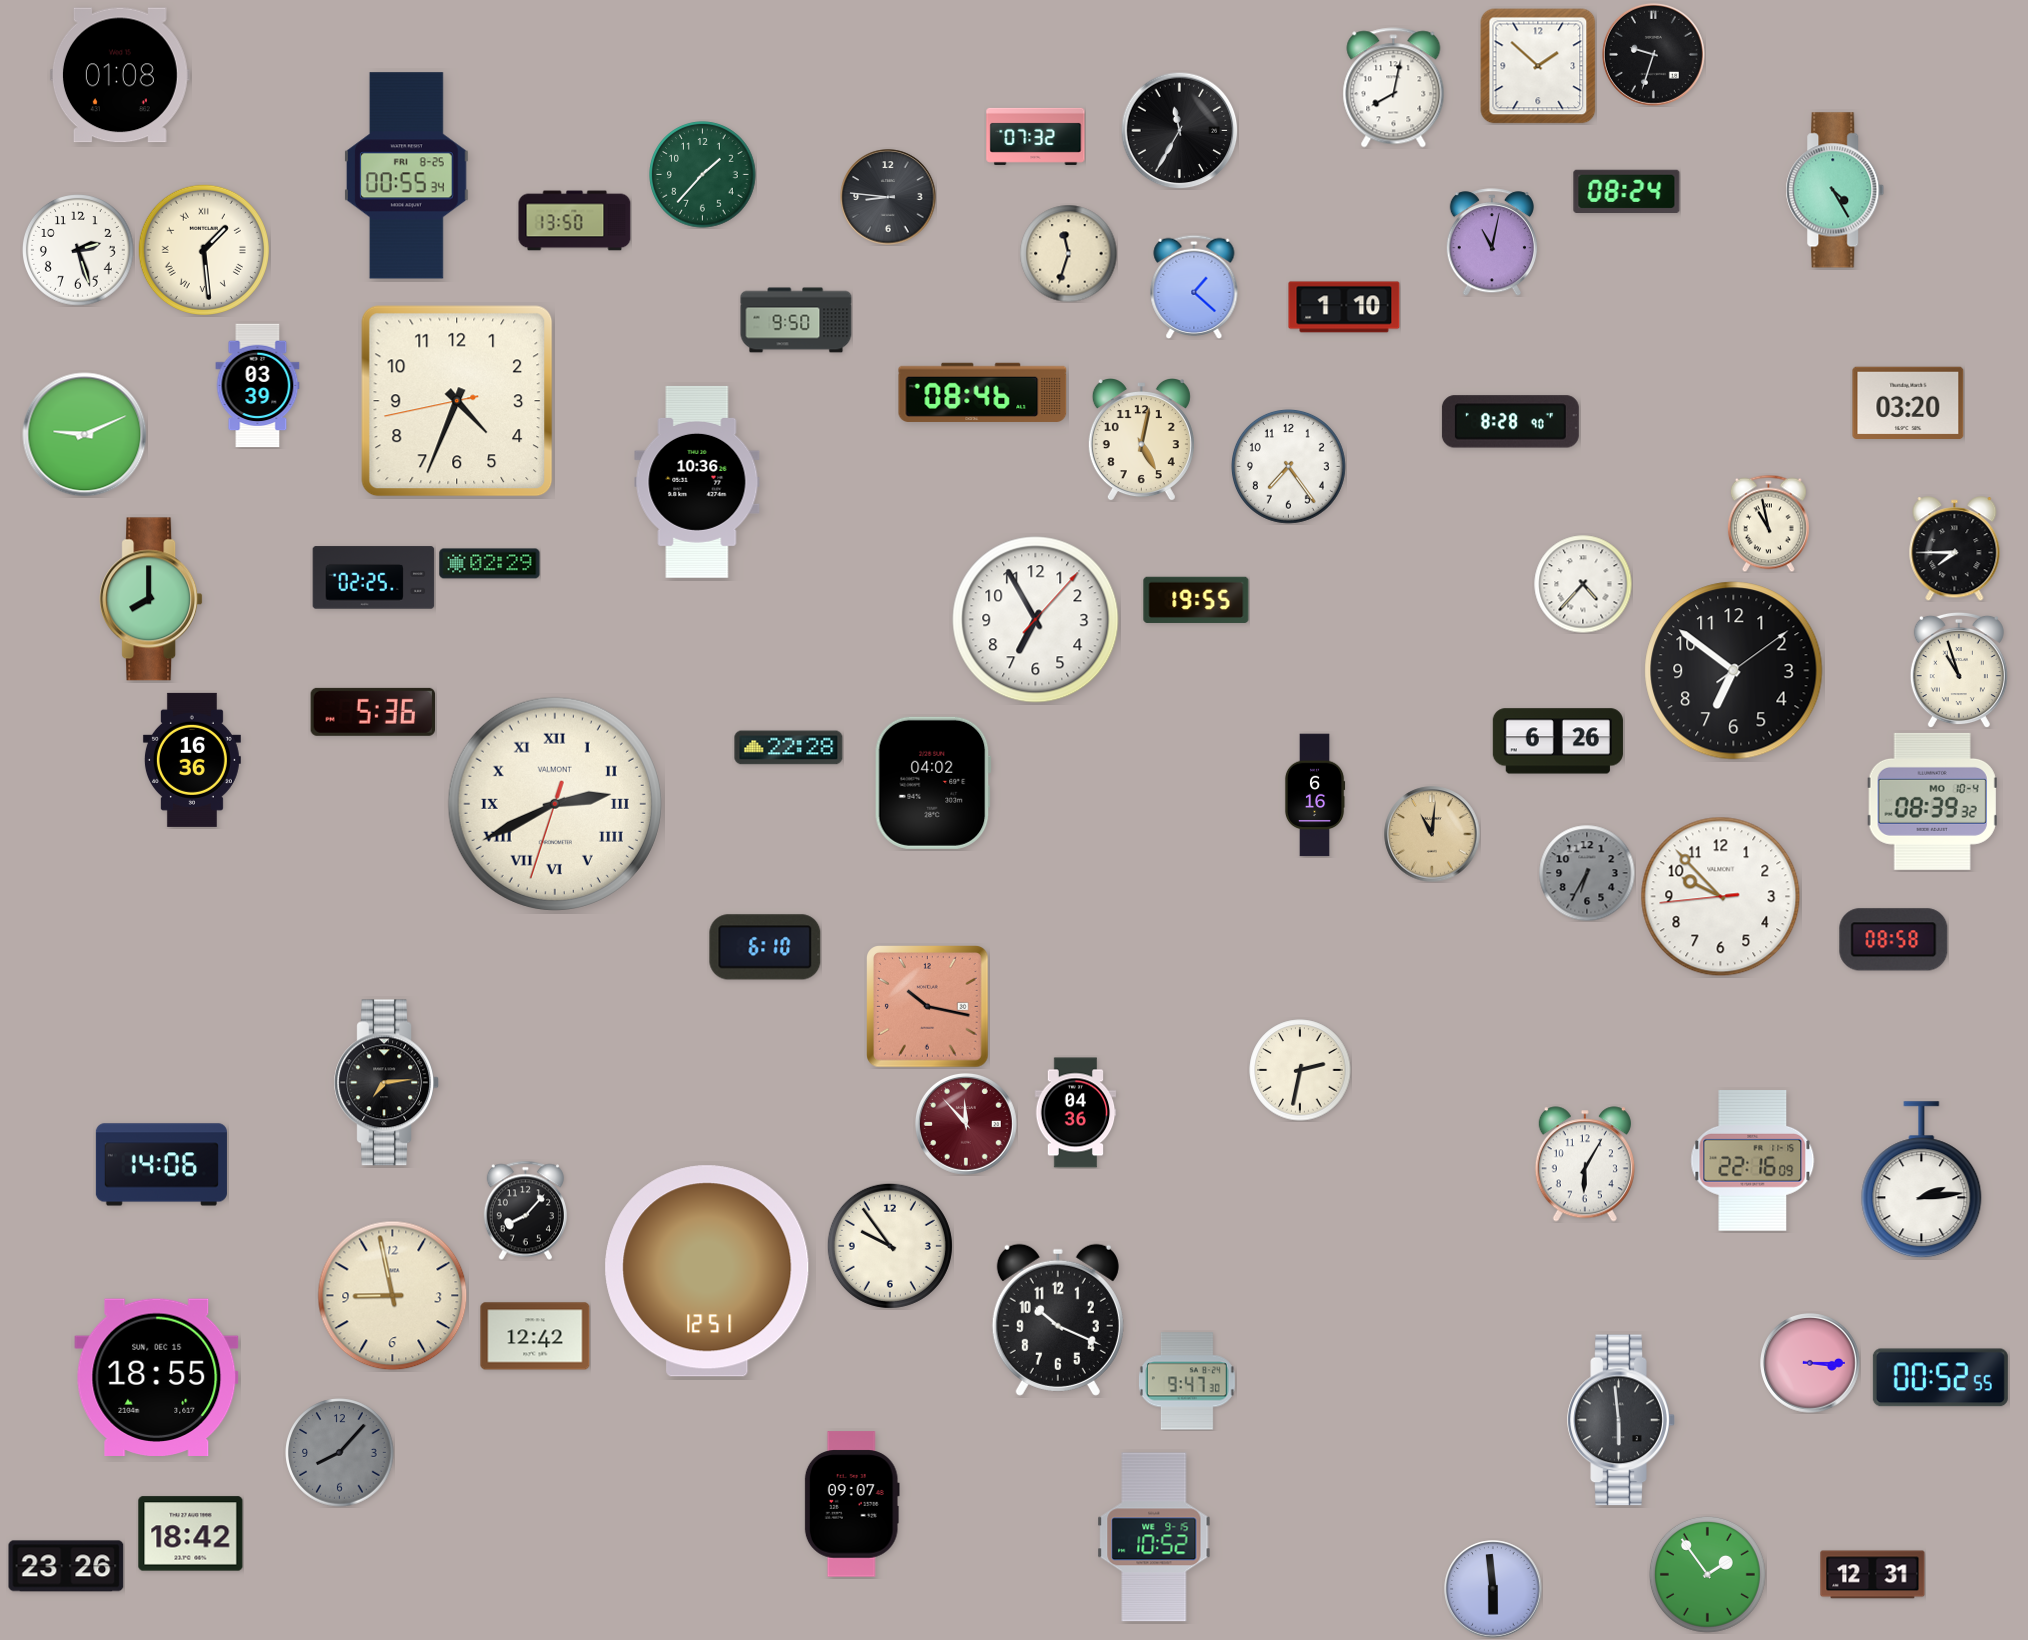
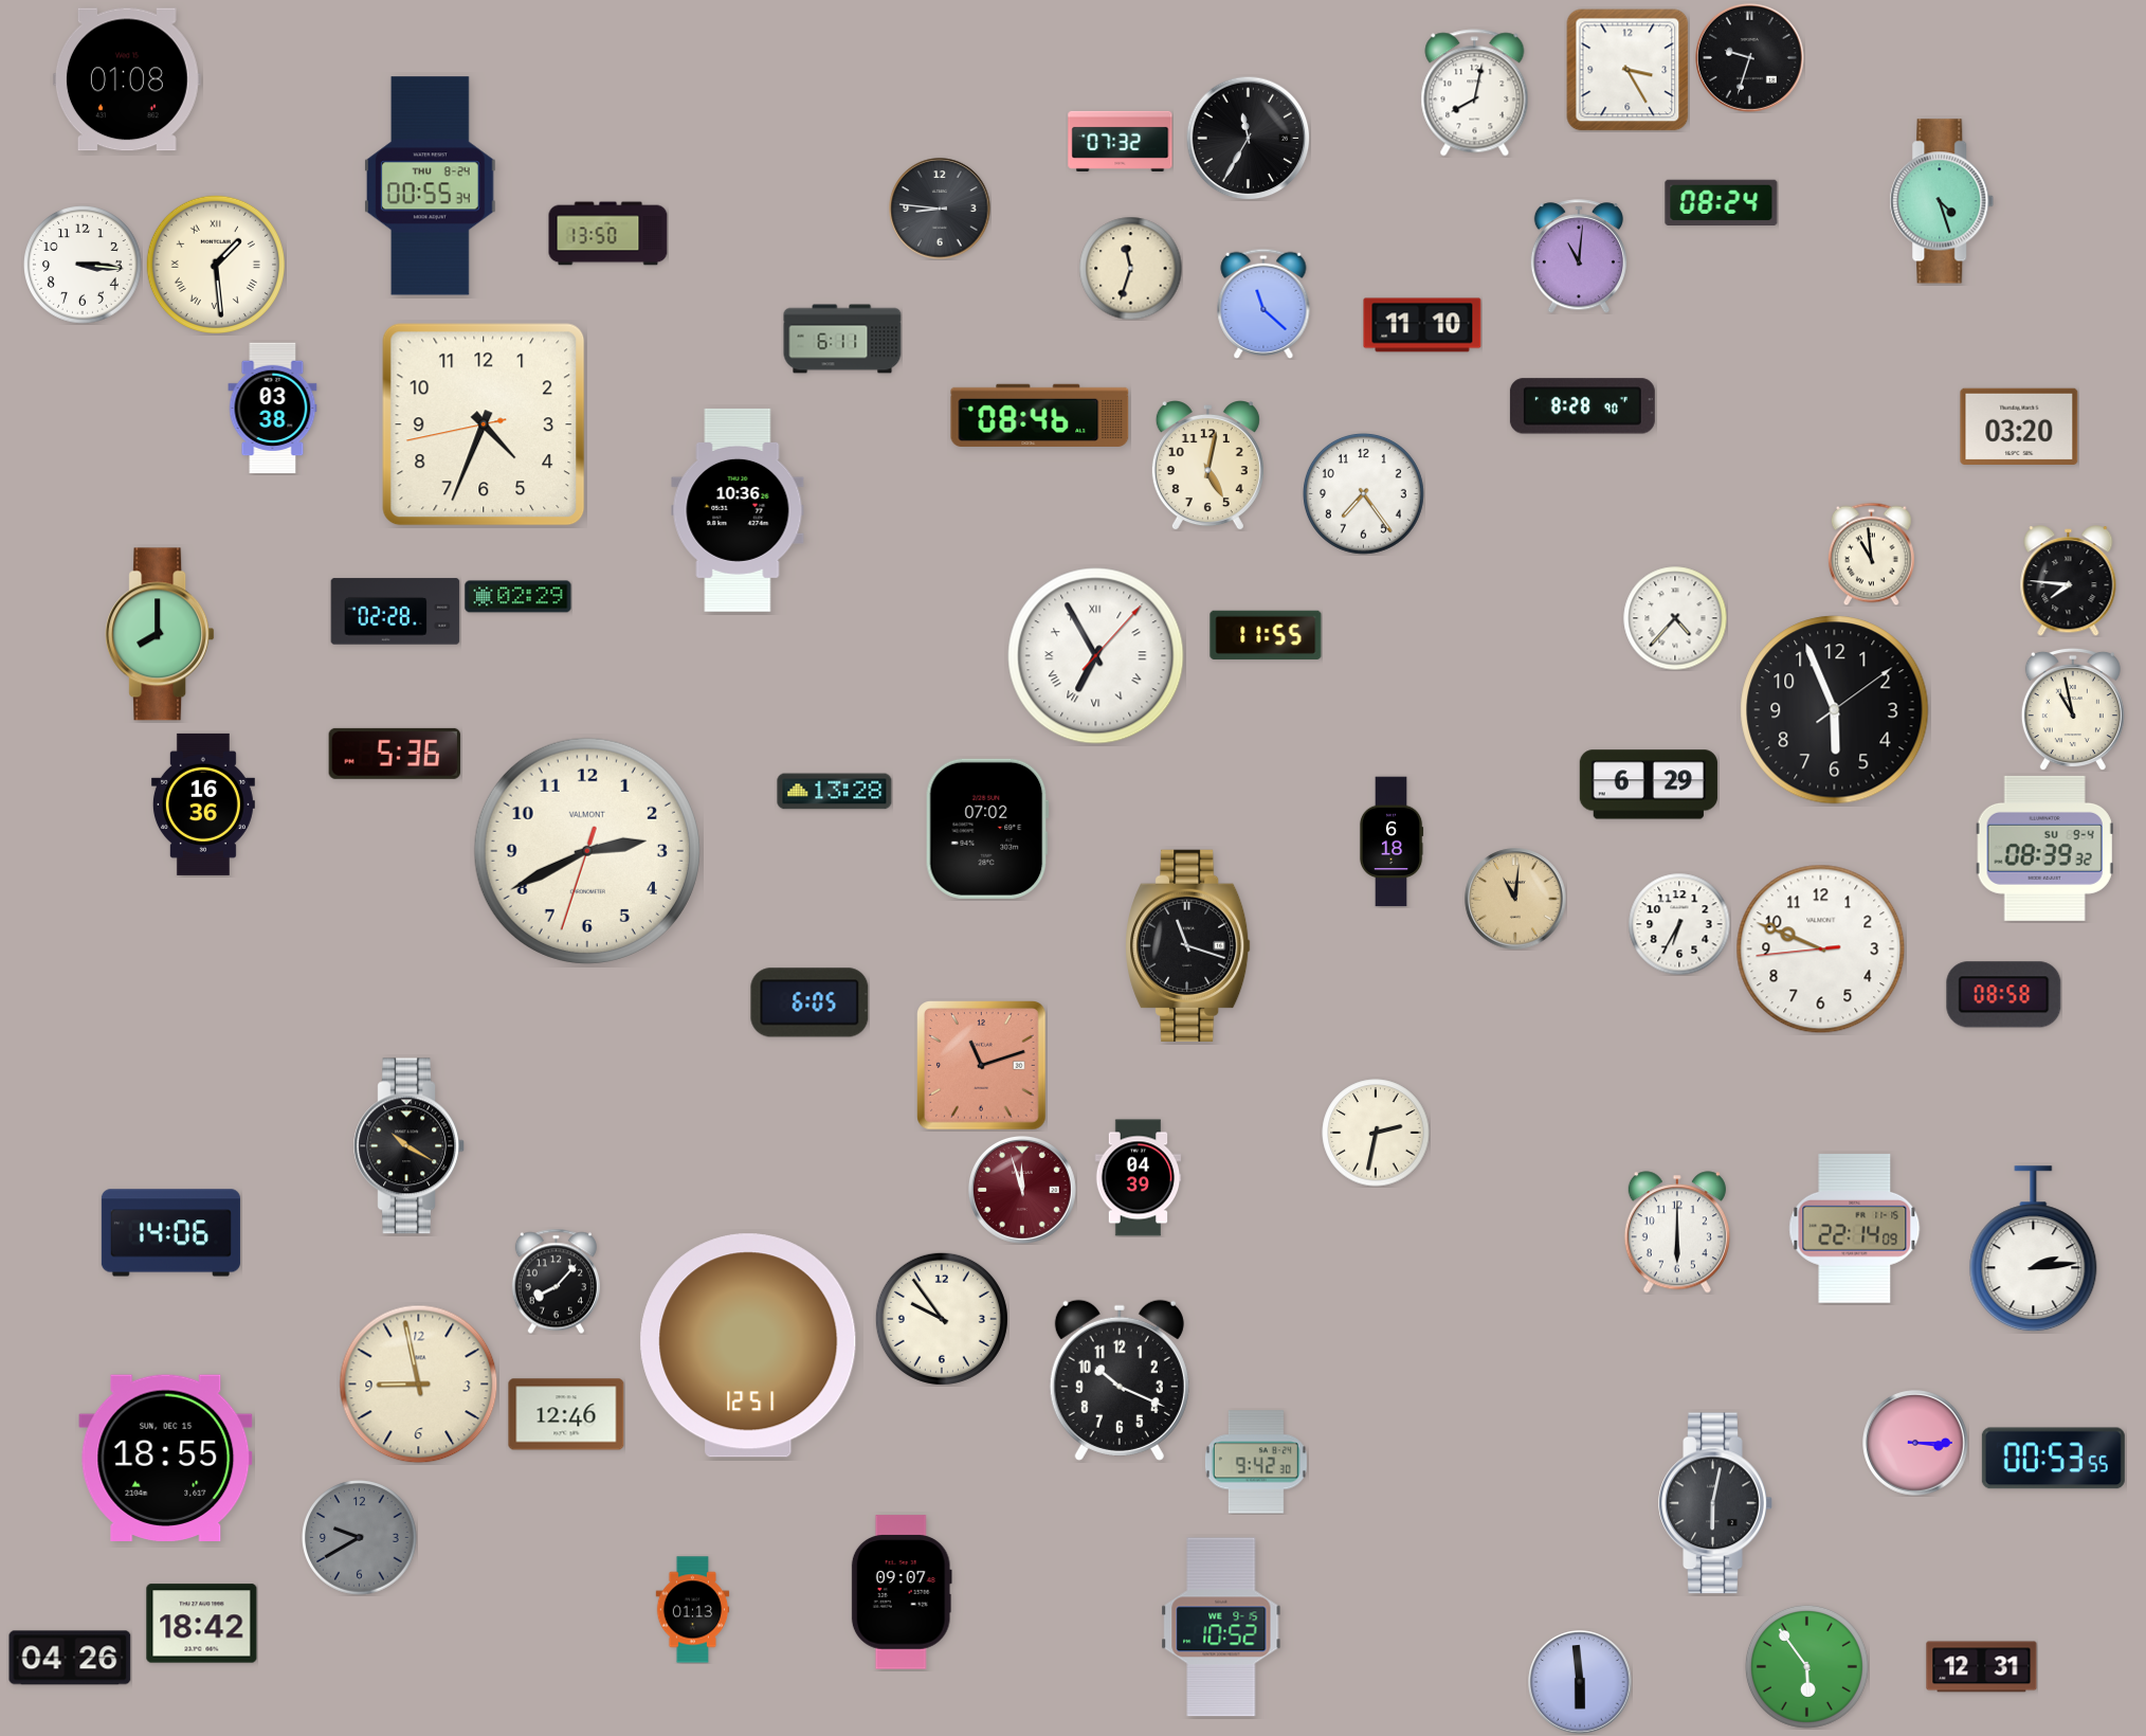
clock at (1538, 66): 1:52 -> 3:25
clock at (1036, 136) position: (1036, 136) -> (1121, 141)
clock at (703, 175): 1:37 -> none
clock at (406, 176) date: FRI 8-25 -> THU 8-24
clock at (1835, 190): 4:25 -> 4:27
clock at (1492, 242): 11:02 -> 11:01
clock at (79, 251): 2:27 -> 3:16
clock at (1194, 287): 1:22 -> 11:22
clock at (1344, 307): 1:10 -> 11:10
clock at (796, 320): 9:50 -> 6:11
clock at (258, 386): 03:39 -> 03:38
clock at (1510, 422) position: (1510, 422) -> (1582, 406)
clock at (85, 435): 9:11 -> none
clock at (1768, 523): 10:58 -> 10:59
clock at (1955, 549): 7:45 -> 7:46
clock at (374, 578): 02:25 -> 02:28
clock at (1196, 599): 19:55 -> 11:55
clock at (1036, 620) numerals: Arabic -> Roman
clock at (1959, 670): 10:57 -> 10:58
clock at (1734, 671): 6:51 -> 5:56
clock at (1558, 741): 6:26 -> 6:29
clock at (789, 748): 22:28 -> 13:28
clock at (933, 783): 04:02 -> 07:02
clock at (1315, 795): 6:16 -> 6:18
clock at (1932, 801) date: MO 10-4 -> SU 9-4
clock at (555, 804) numerals: Roman -> Arabic
clock at (1432, 834) position: (1432, 834) -> (1515, 899)
clock at (1587, 873) dial: grey -> white
clock at (1188, 945): none -> 11:18
clock at (1721, 897): 9:52 -> 9:48
clock at (765, 947): 6:10 -> 6:05
clock at (928, 1007): 10:17 -> 11:12
clock at (386, 1083): 7:14 -> 10:20
clock at (1076, 1113): 04:36 -> 04:39
clock at (967, 1125): 11:53 -> 11:57
clock at (1753, 1160): 22:16 -> 22:14
clock at (1585, 1164): 6:05 -> 6:00
clock at (393, 1296) position: (393, 1296) -> (419, 1385)
clock at (1058, 1320) position: (1058, 1320) -> (1120, 1380)
clock at (535, 1336): 12:42 -> 12:46
clock at (1940, 1378): 00:52 -> 00:53
clock at (1187, 1381): 9:47 -> 9:42
clock at (1621, 1420): 5:59 -> 6:02
clock at (340, 1453): 8:07 -> 9:40
clock at (693, 1610): none -> 01:13
clock at (66, 1566): 23:26 -> 04:26
clock at (1707, 1574): 1:54 -> 5:54
